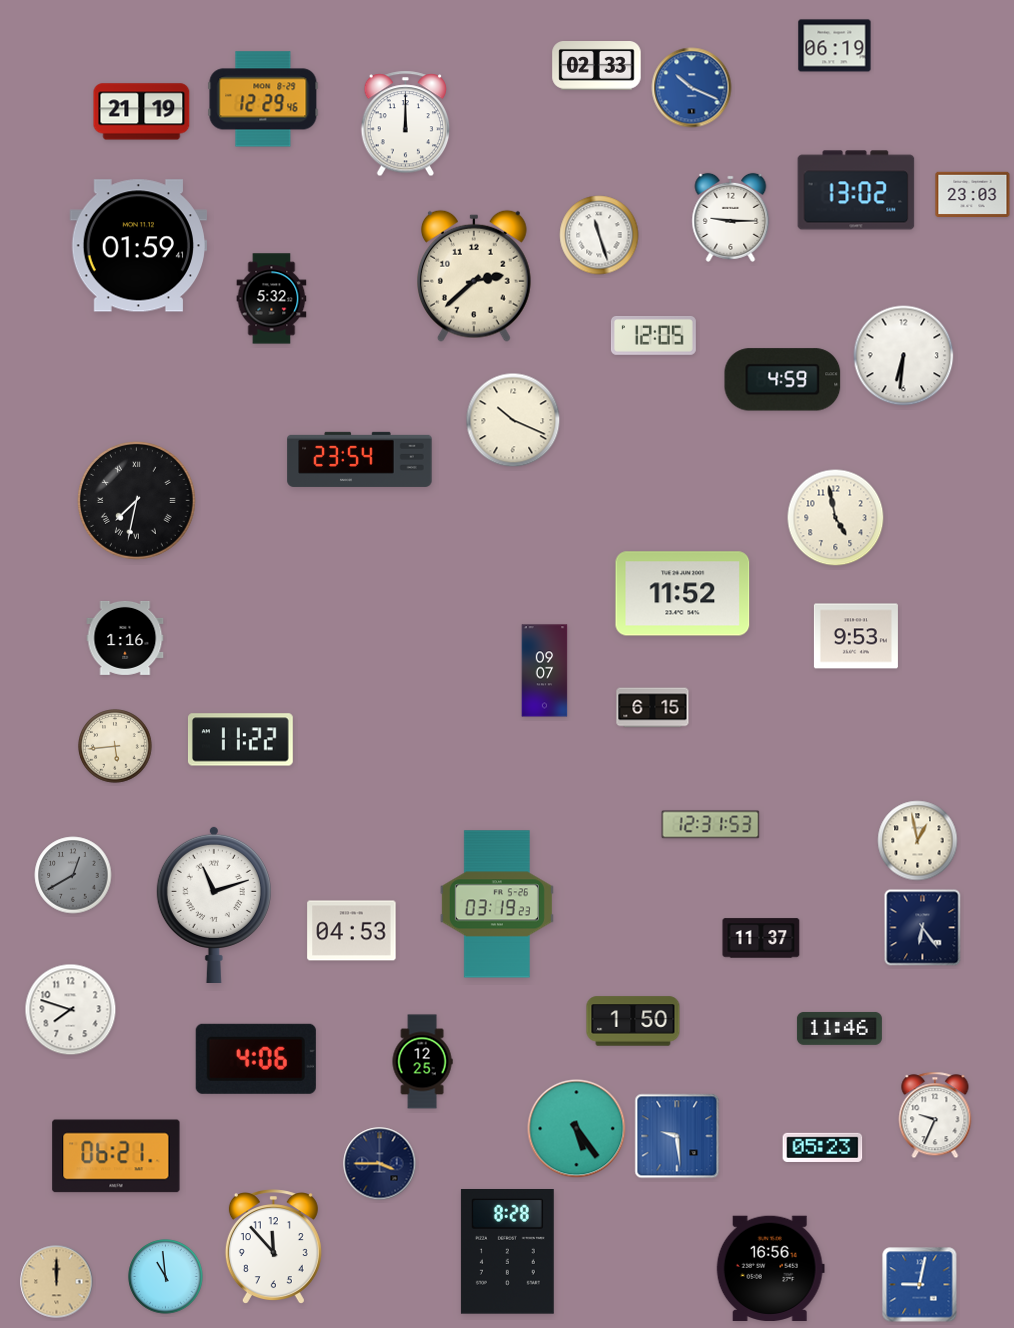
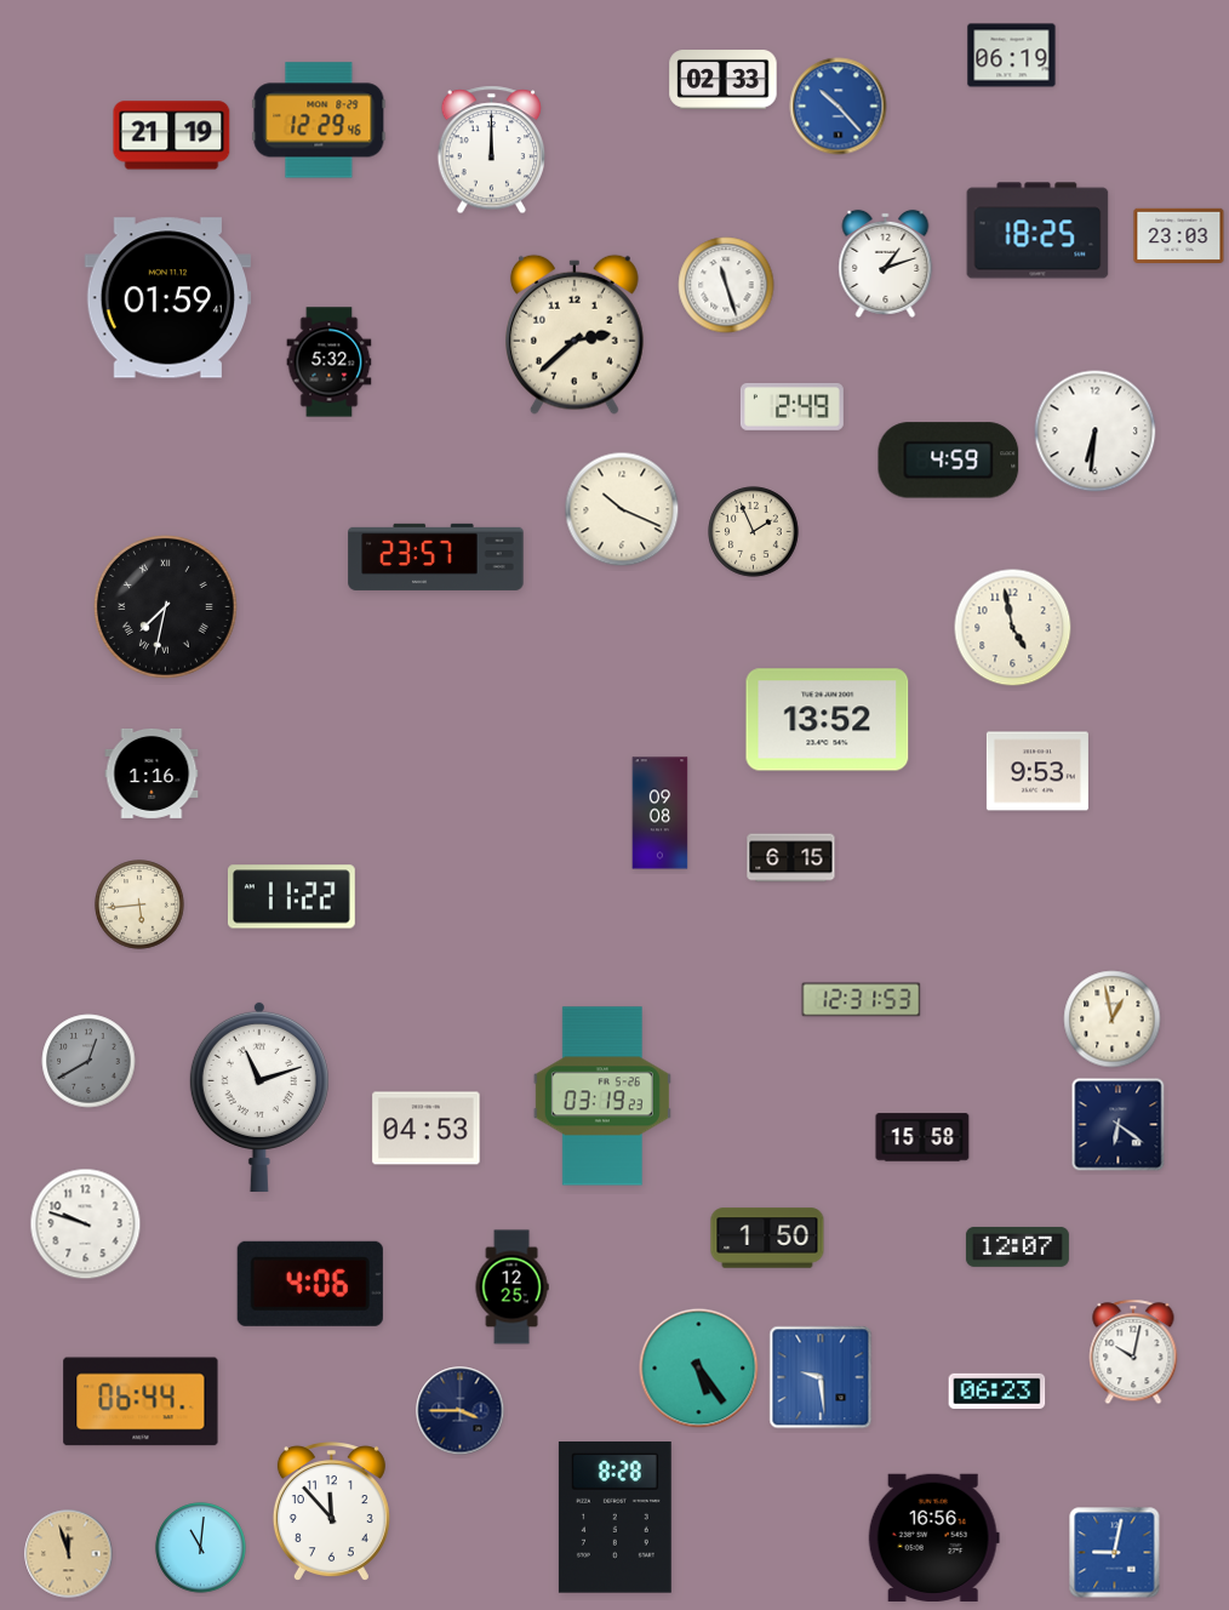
clock at (692, 88): 10:19 -> 10:23
clock at (856, 190): 13:02 -> 18:25
clock at (731, 217): 9:15 -> 1:12
clock at (653, 336): 12:05 -> 2:49
clock at (754, 532): none -> 1:56
clock at (360, 459): 23:54 -> 23:57
clock at (683, 594): 11:52 -> 13:52
clock at (545, 671): 09:07 -> 09:08
clock at (923, 928): 6:24 -> 6:21
clock at (761, 938): 11:37 -> 15:58
clock at (71, 1010): 7:48 -> 9:48
clock at (839, 1028): 11:46 -> 12:07
clock at (935, 1115): 9:34 -> 10:02
clock at (823, 1147): 05:23 -> 06:23
clock at (116, 1156): 06:21 -> 06:44
clock at (166, 1277): 10:59 -> 11:01
clock at (57, 1282): 12:00 -> 11:57
clock at (920, 1285) position: (920, 1285) -> (1115, 1553)
